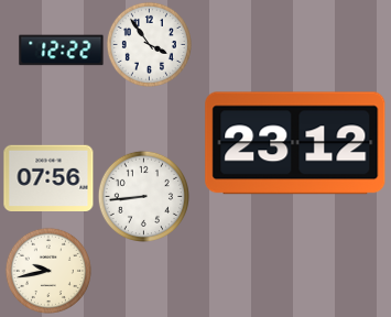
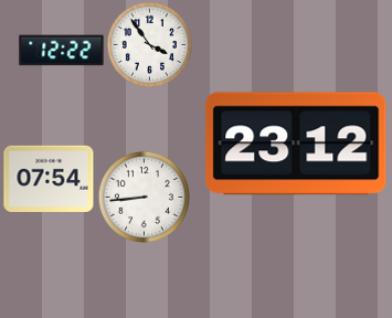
clock at (48, 178): 07:56 -> 07:54
clock at (48, 271): 9:43 -> none
